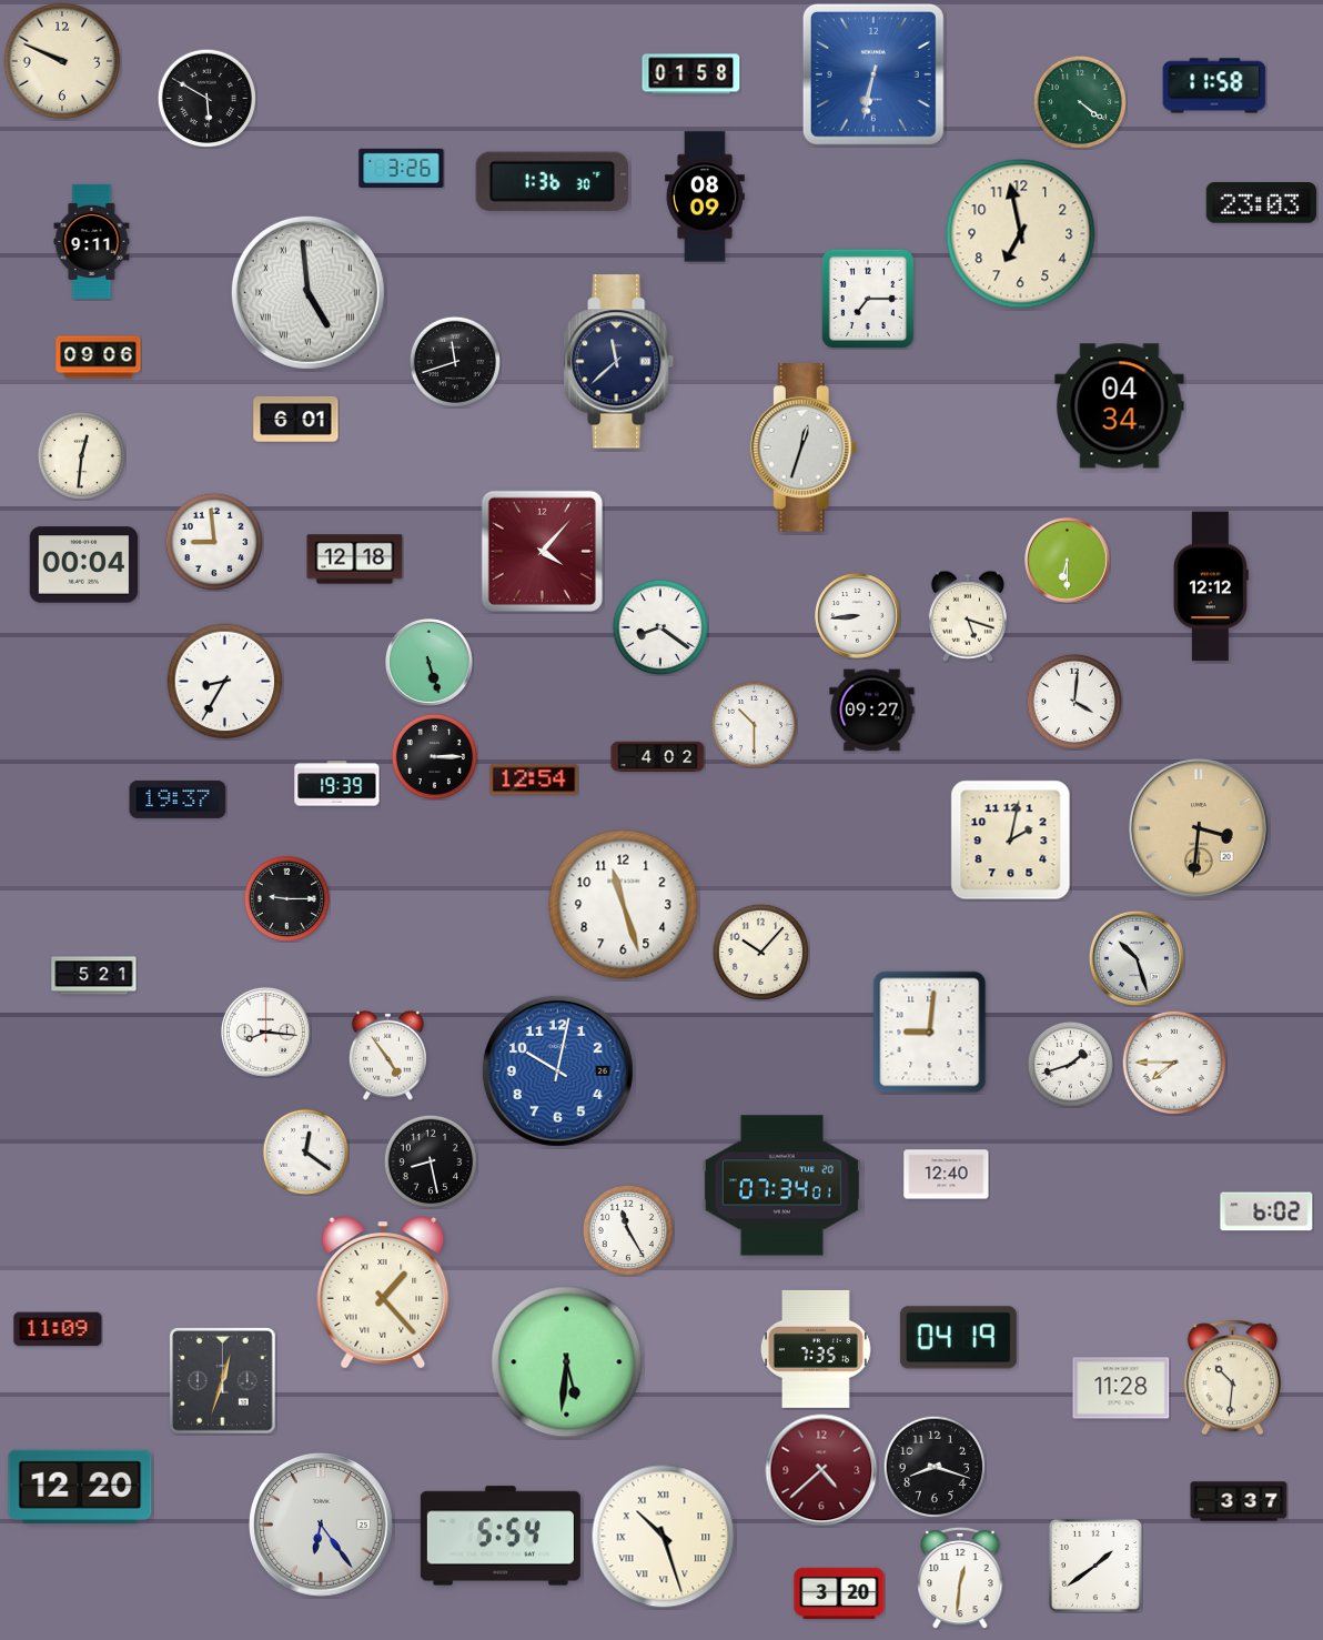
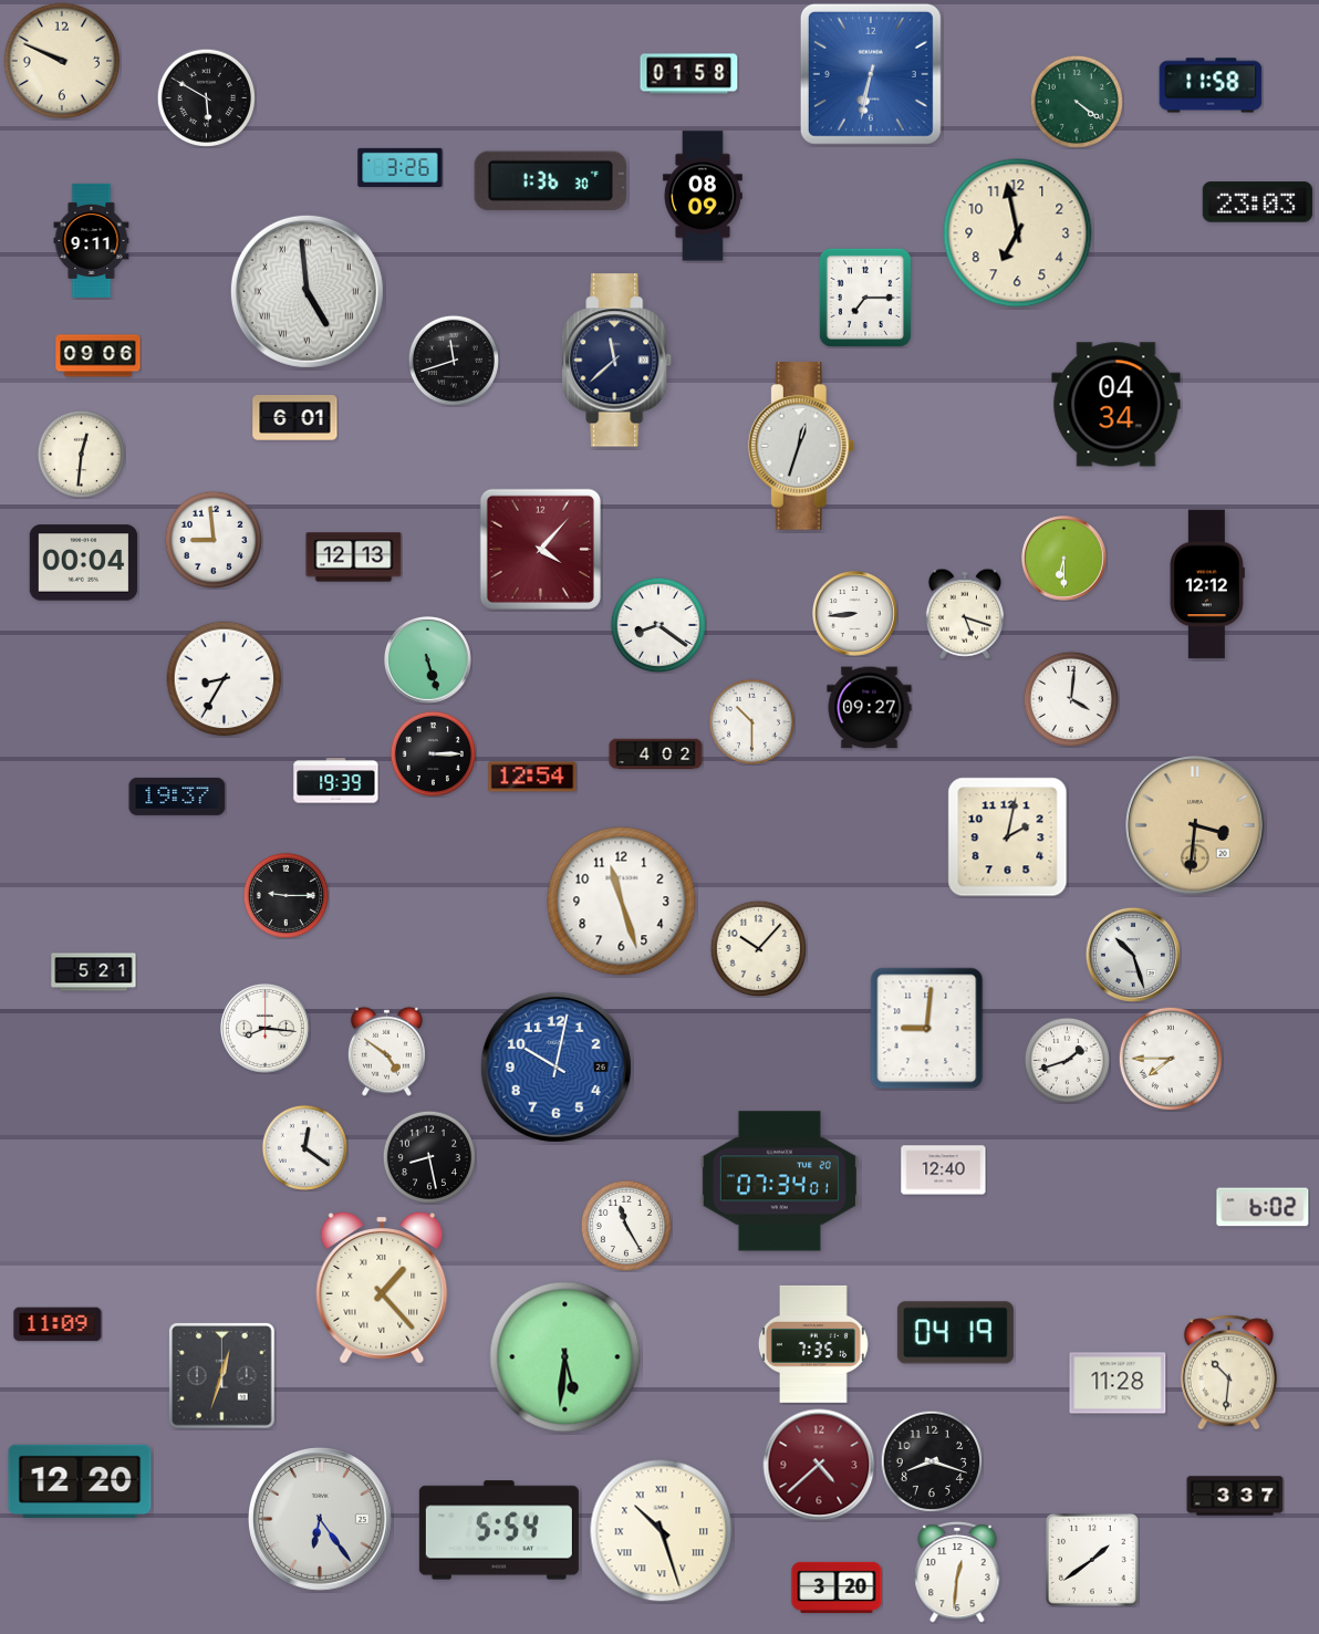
clock at (355, 560): 12:18 -> 12:13
clock at (387, 1055): 4:54 -> 4:51
